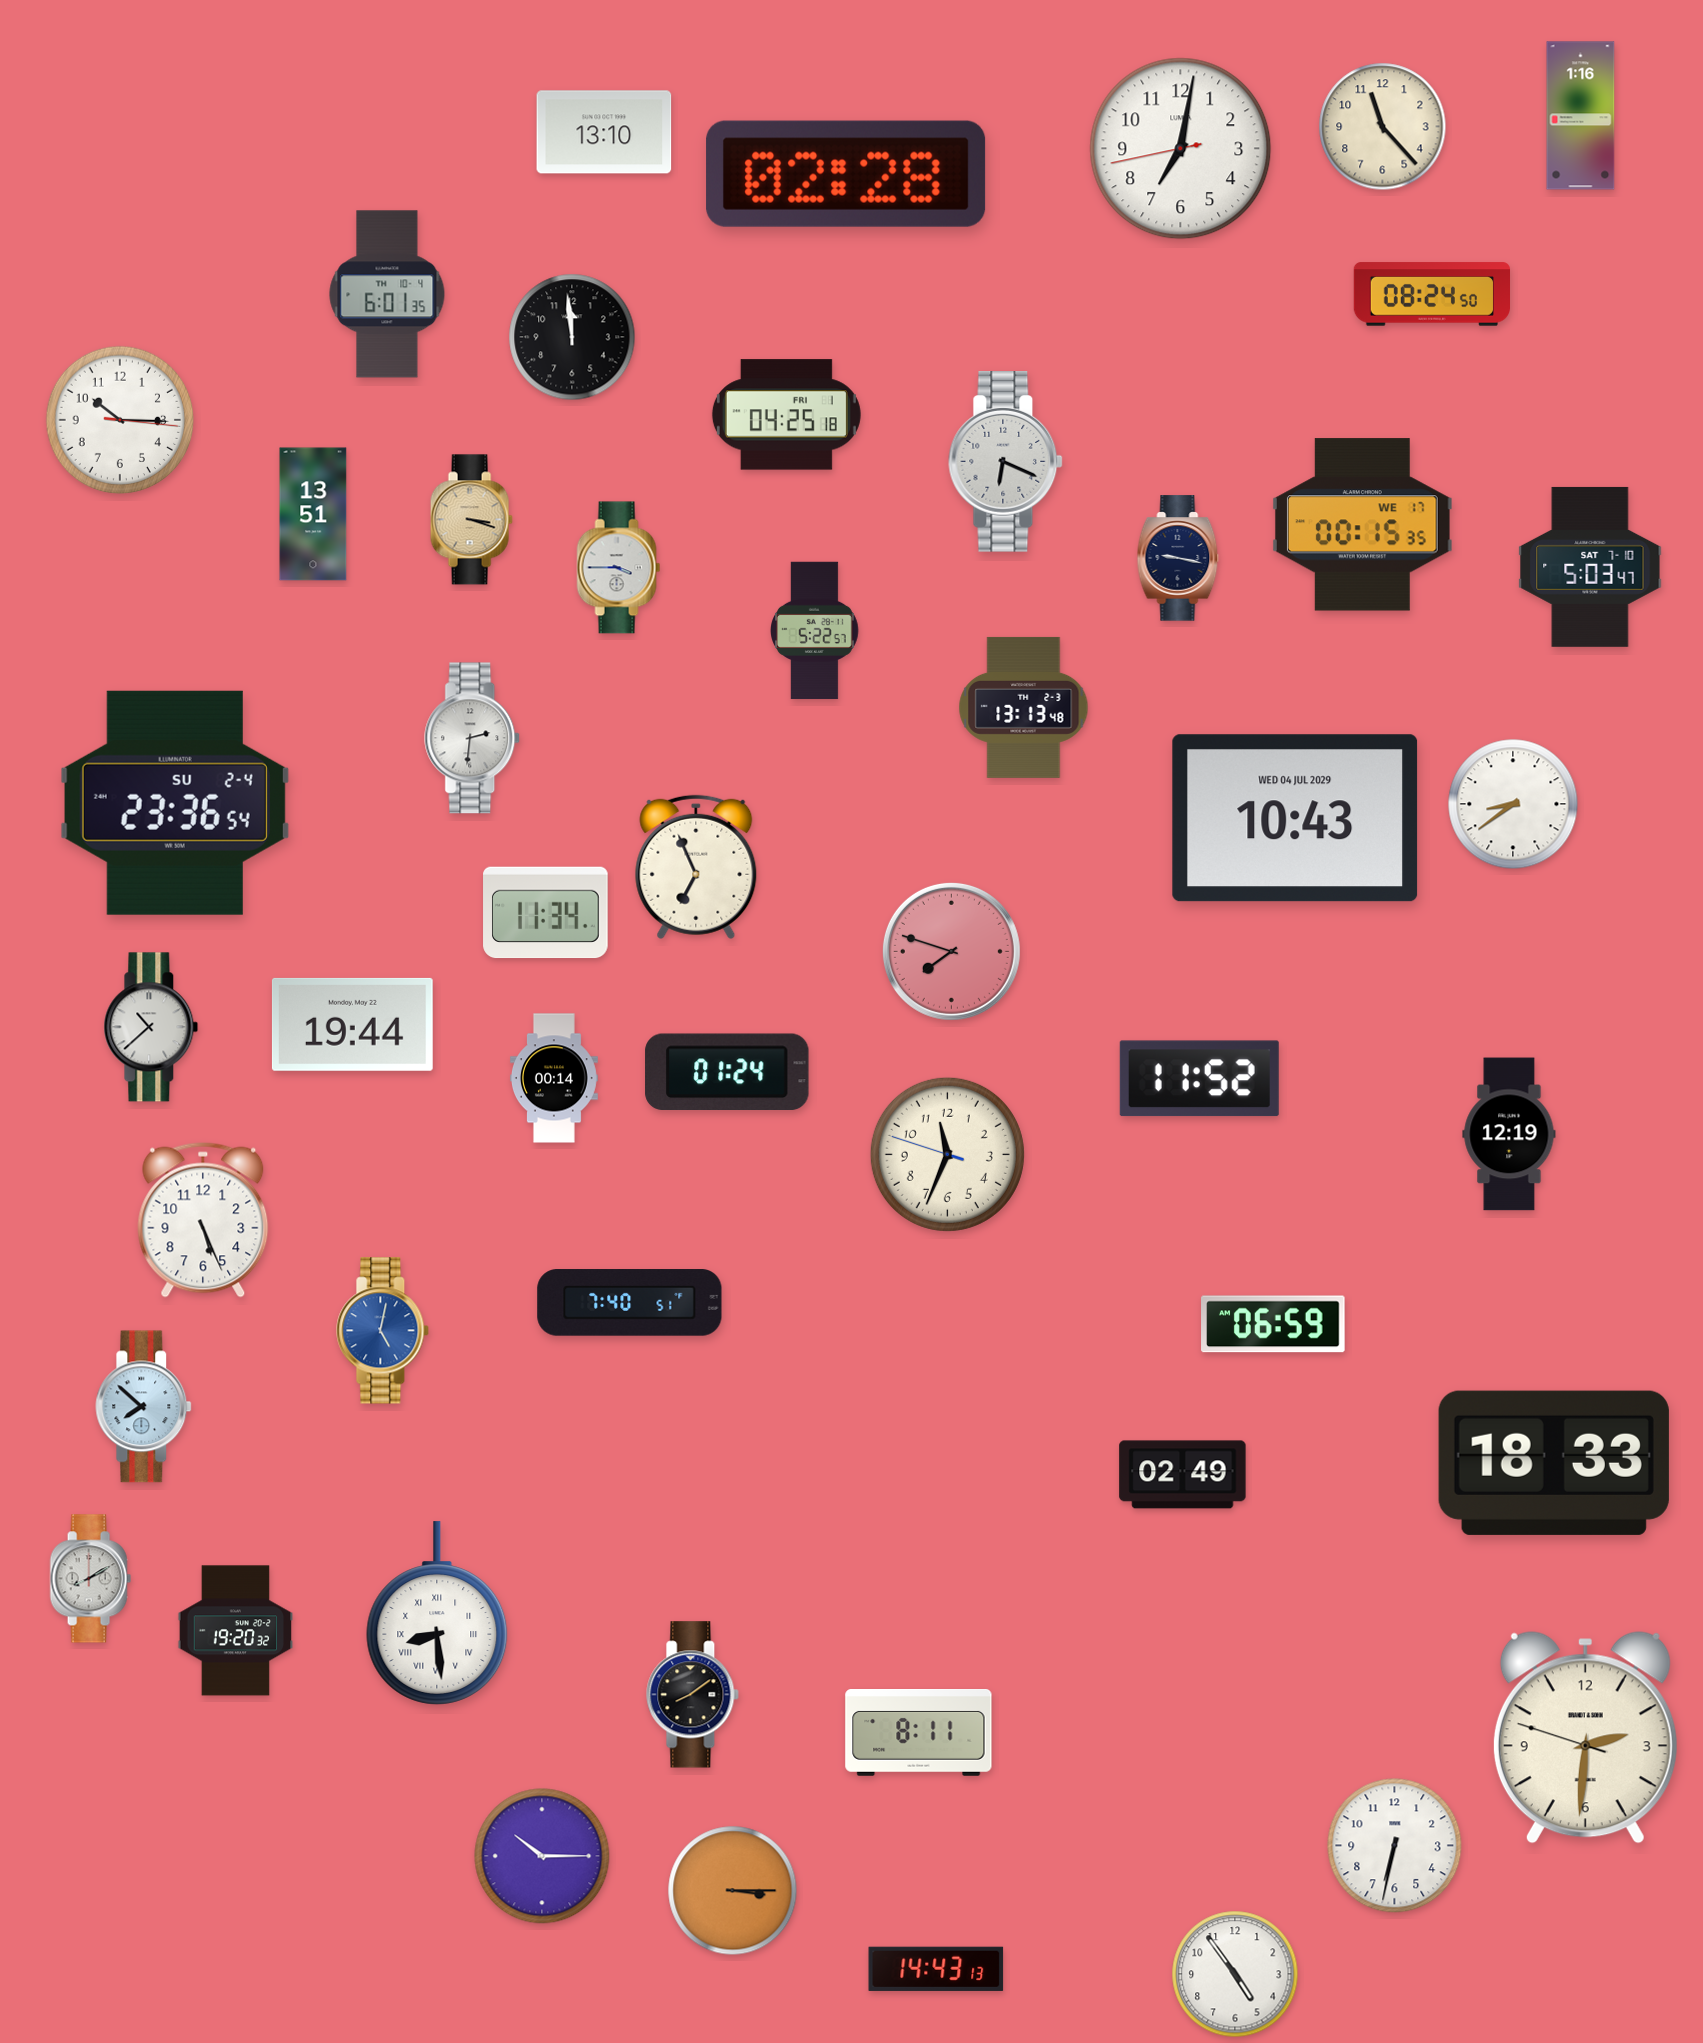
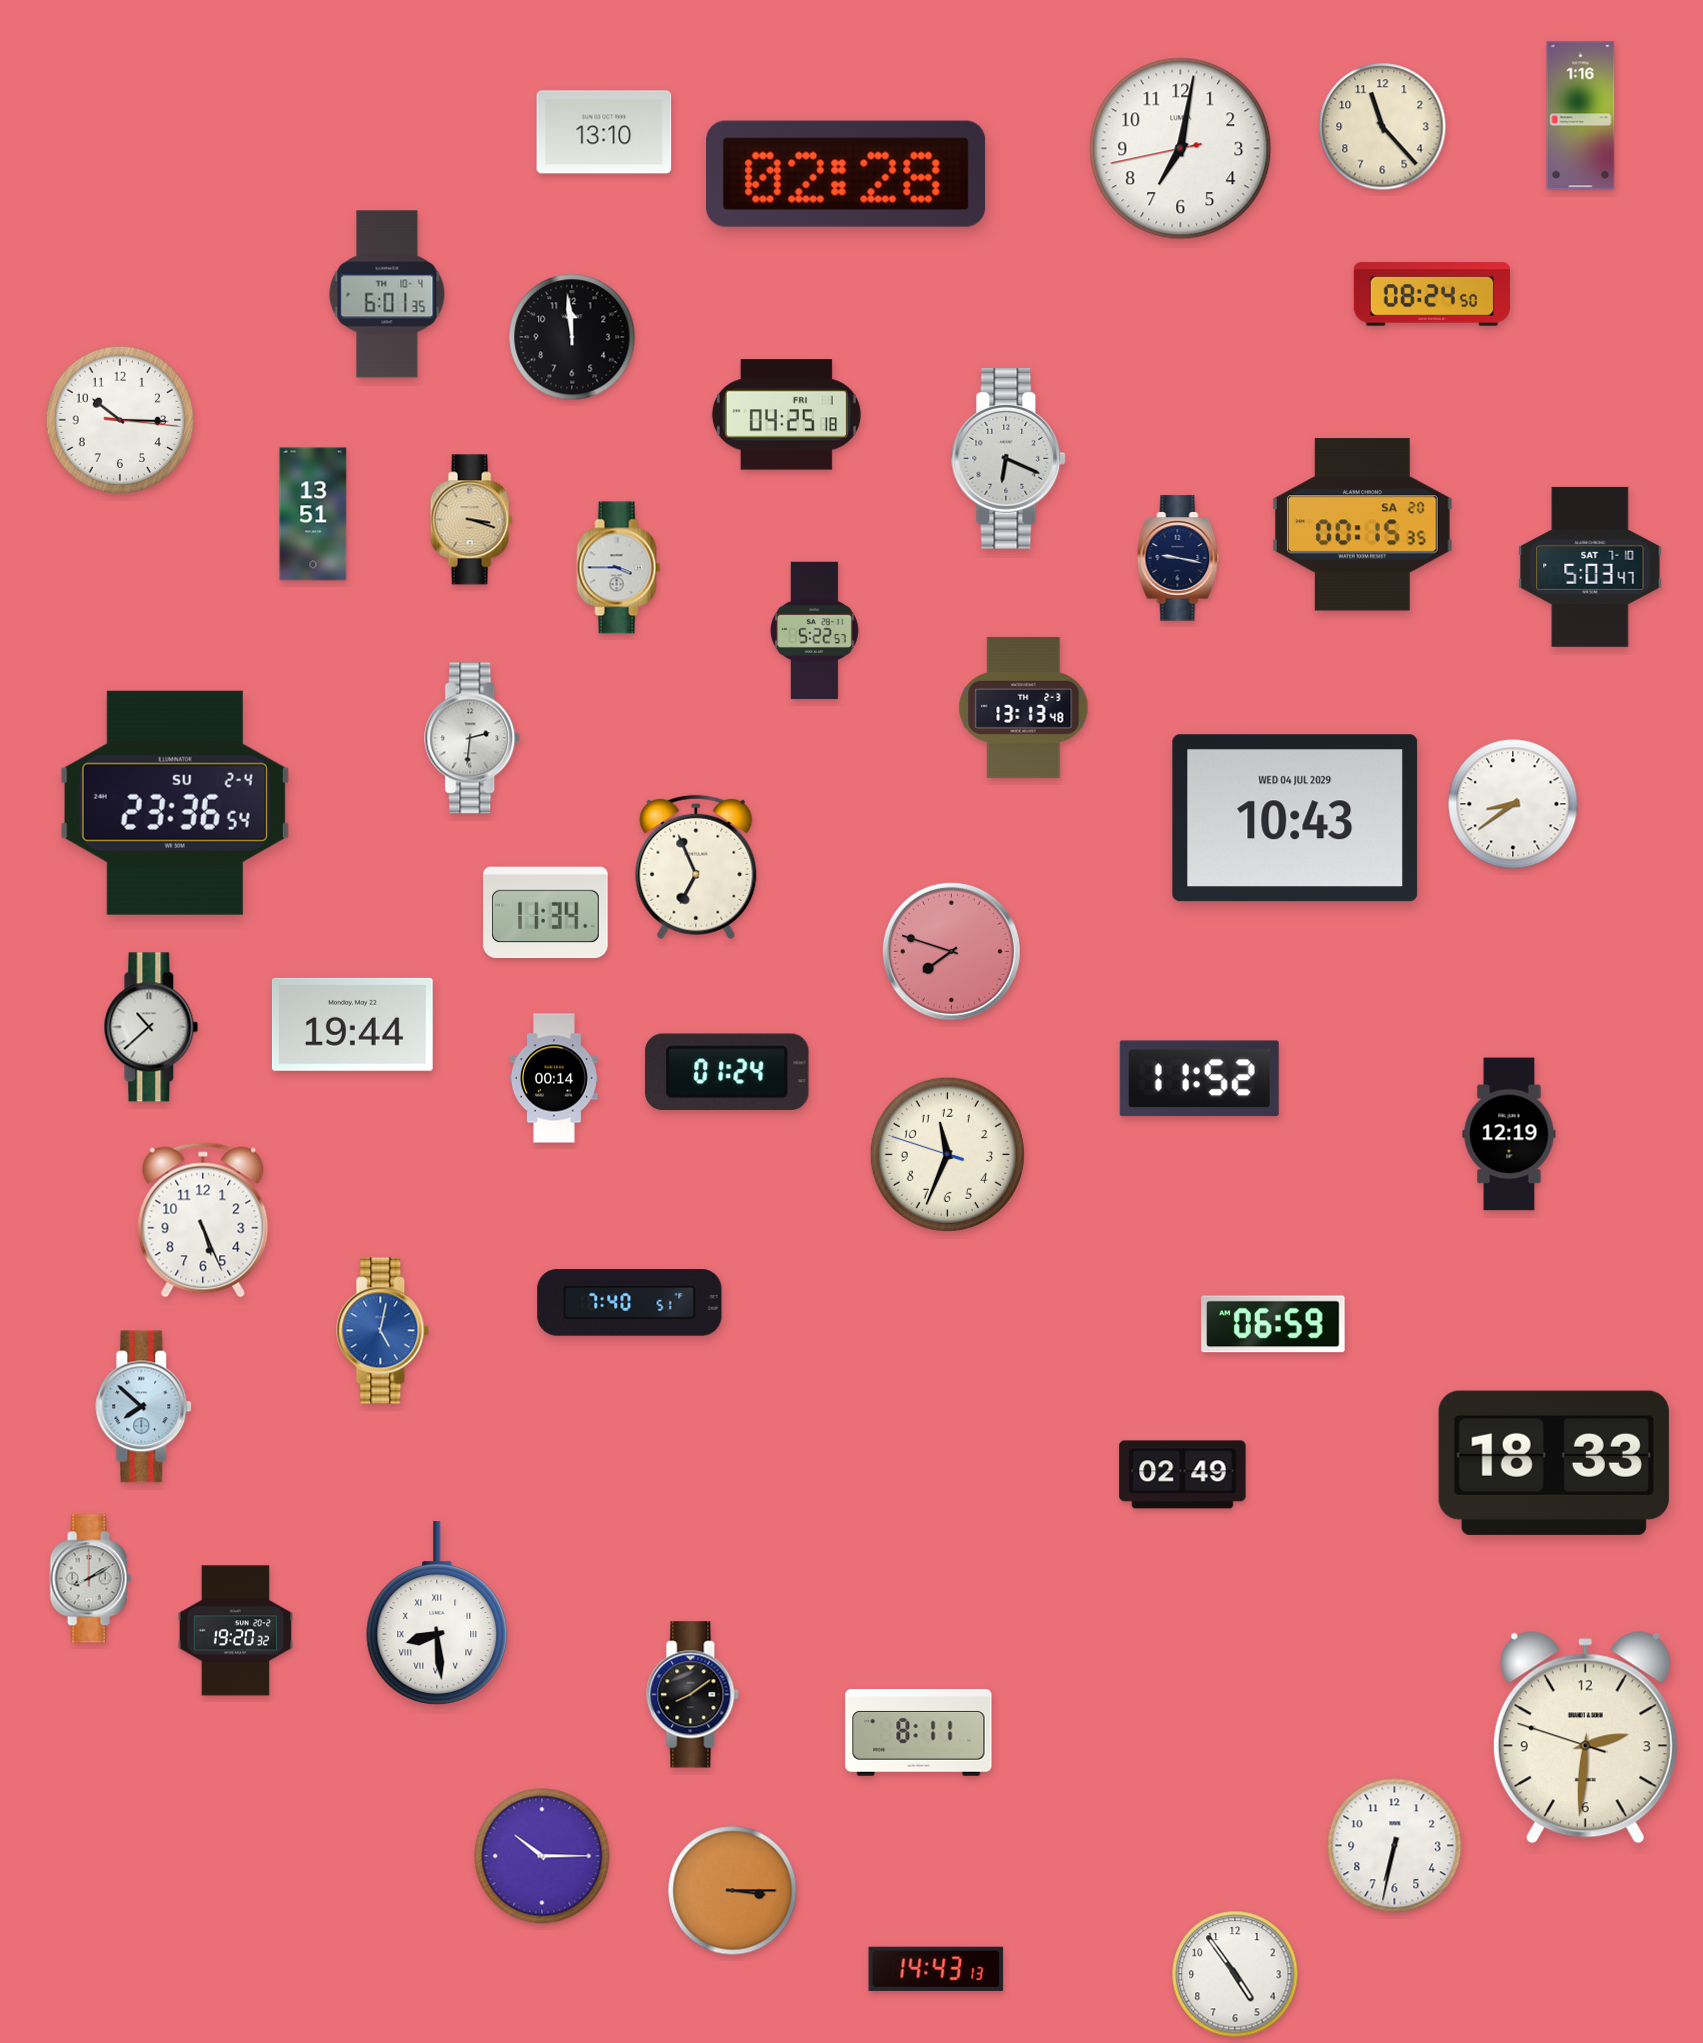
clock at (1006, 462) position: (1006, 462) -> (1009, 459)
clock at (1362, 525) date: WE 17 -> SA 20
